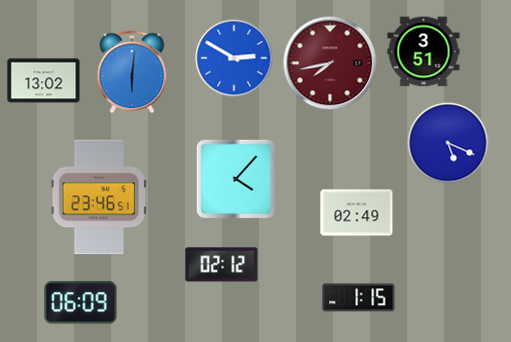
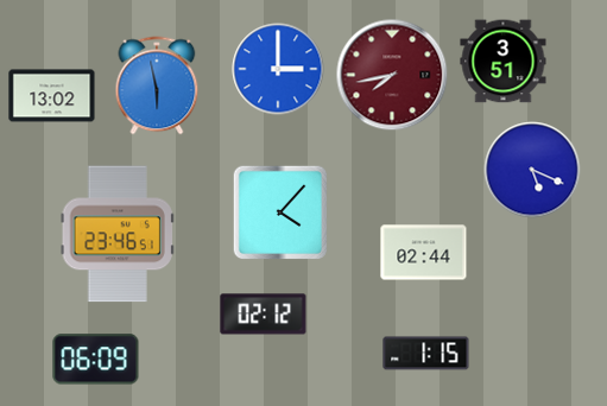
clock at (234, 58): 2:50 -> 3:00
clock at (132, 72): 6:01 -> 5:58
clock at (357, 213): 02:49 -> 02:44
